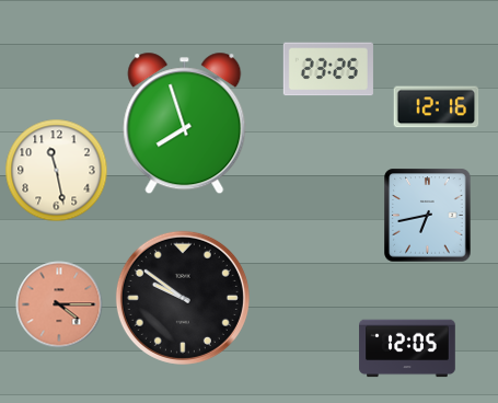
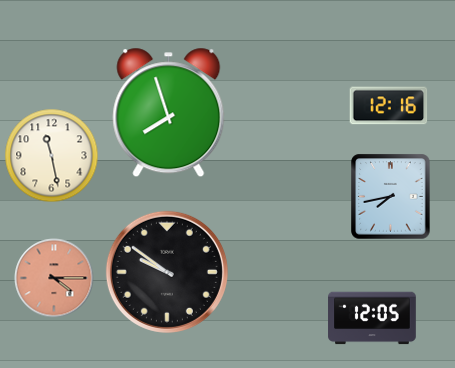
clock at (328, 69): 23:25 -> none
clock at (437, 107) position: (437, 107) -> (389, 106)
clock at (428, 216): 6:43 -> 7:43
